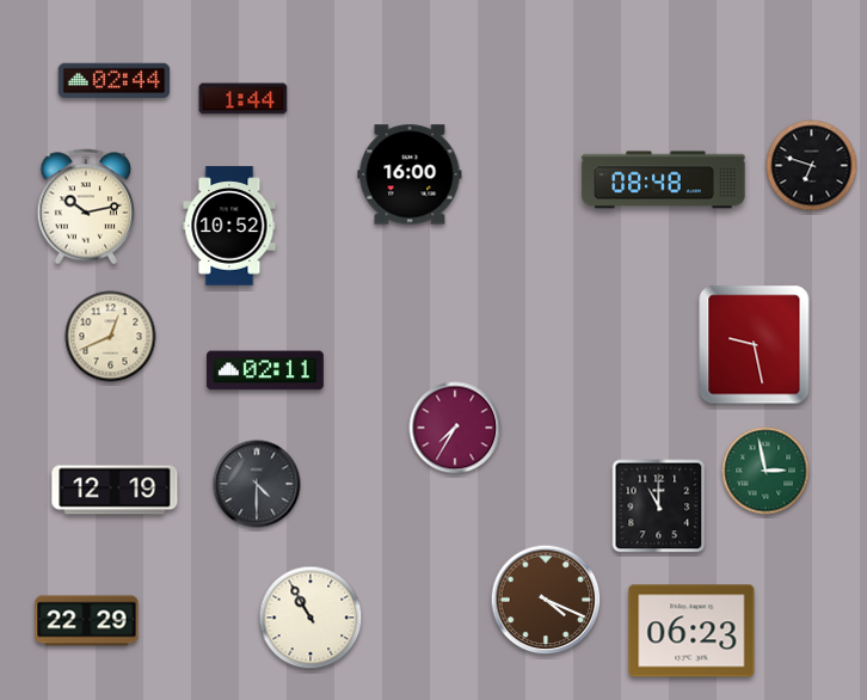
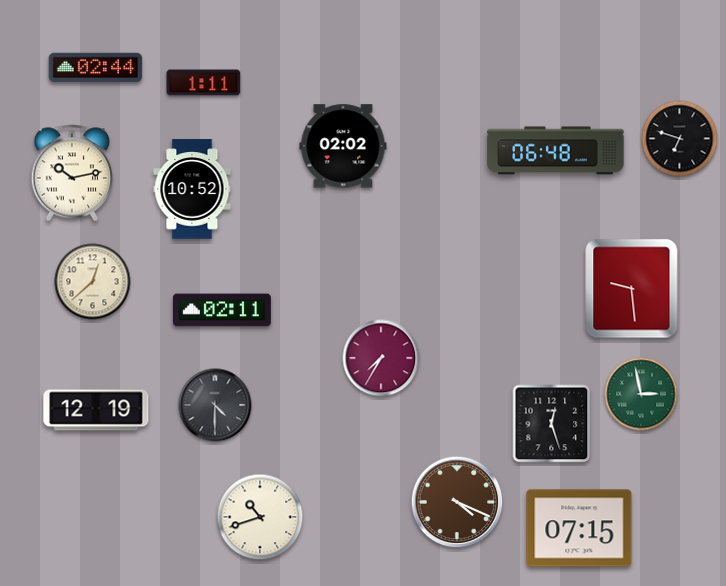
clock at (244, 99): 1:44 -> 1:11
clock at (410, 174): 16:00 -> 02:02
clock at (664, 180): 08:48 -> 06:48
clock at (111, 337): 12:41 -> 12:38
clock at (755, 345): 9:28 -> 9:29
clock at (659, 506): 11:00 -> 12:27
clock at (310, 618): 10:55 -> 10:42
clock at (87, 621): 22:29 -> none
clock at (691, 631): 06:23 -> 07:15
